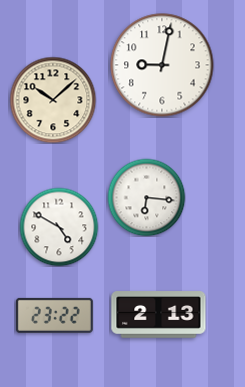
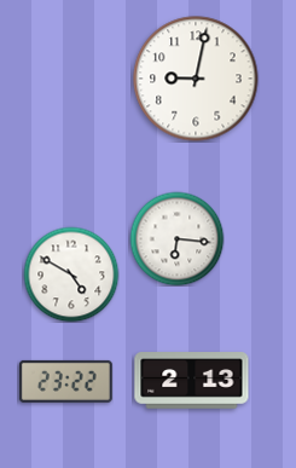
clock at (53, 100): 10:08 -> none
